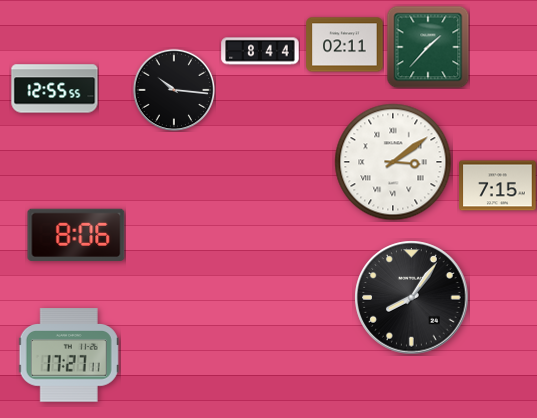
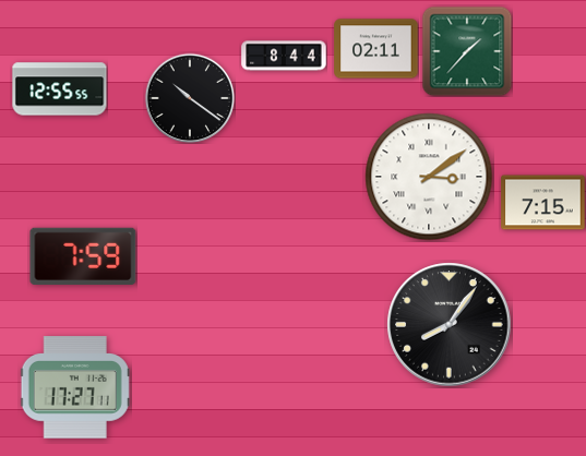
clock at (55, 89) position: (55, 89) -> (60, 89)
clock at (174, 90): 10:16 -> 10:21
clock at (76, 235): 8:06 -> 7:59
